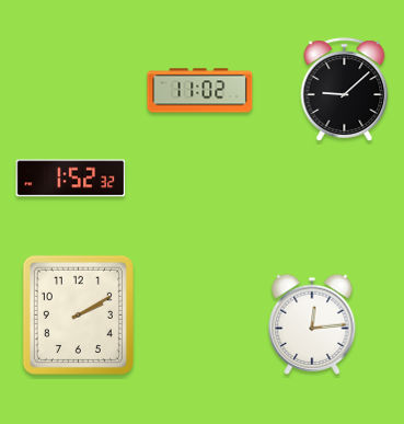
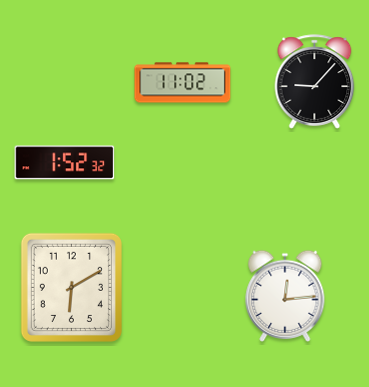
clock at (345, 90): 9:08 -> 9:07
clock at (78, 314): 2:10 -> 6:10
